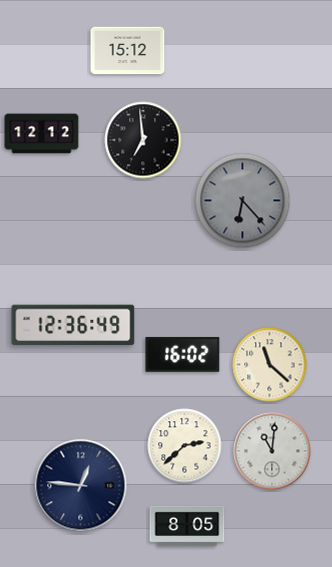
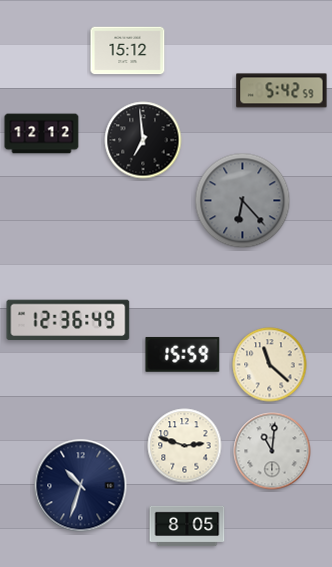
clock at (282, 91): none -> 5:42
clock at (73, 325) position: (73, 325) -> (68, 320)
clock at (183, 354): 16:02 -> 15:59
clock at (185, 446): 2:38 -> 2:48
clock at (81, 486): 12:46 -> 10:33
